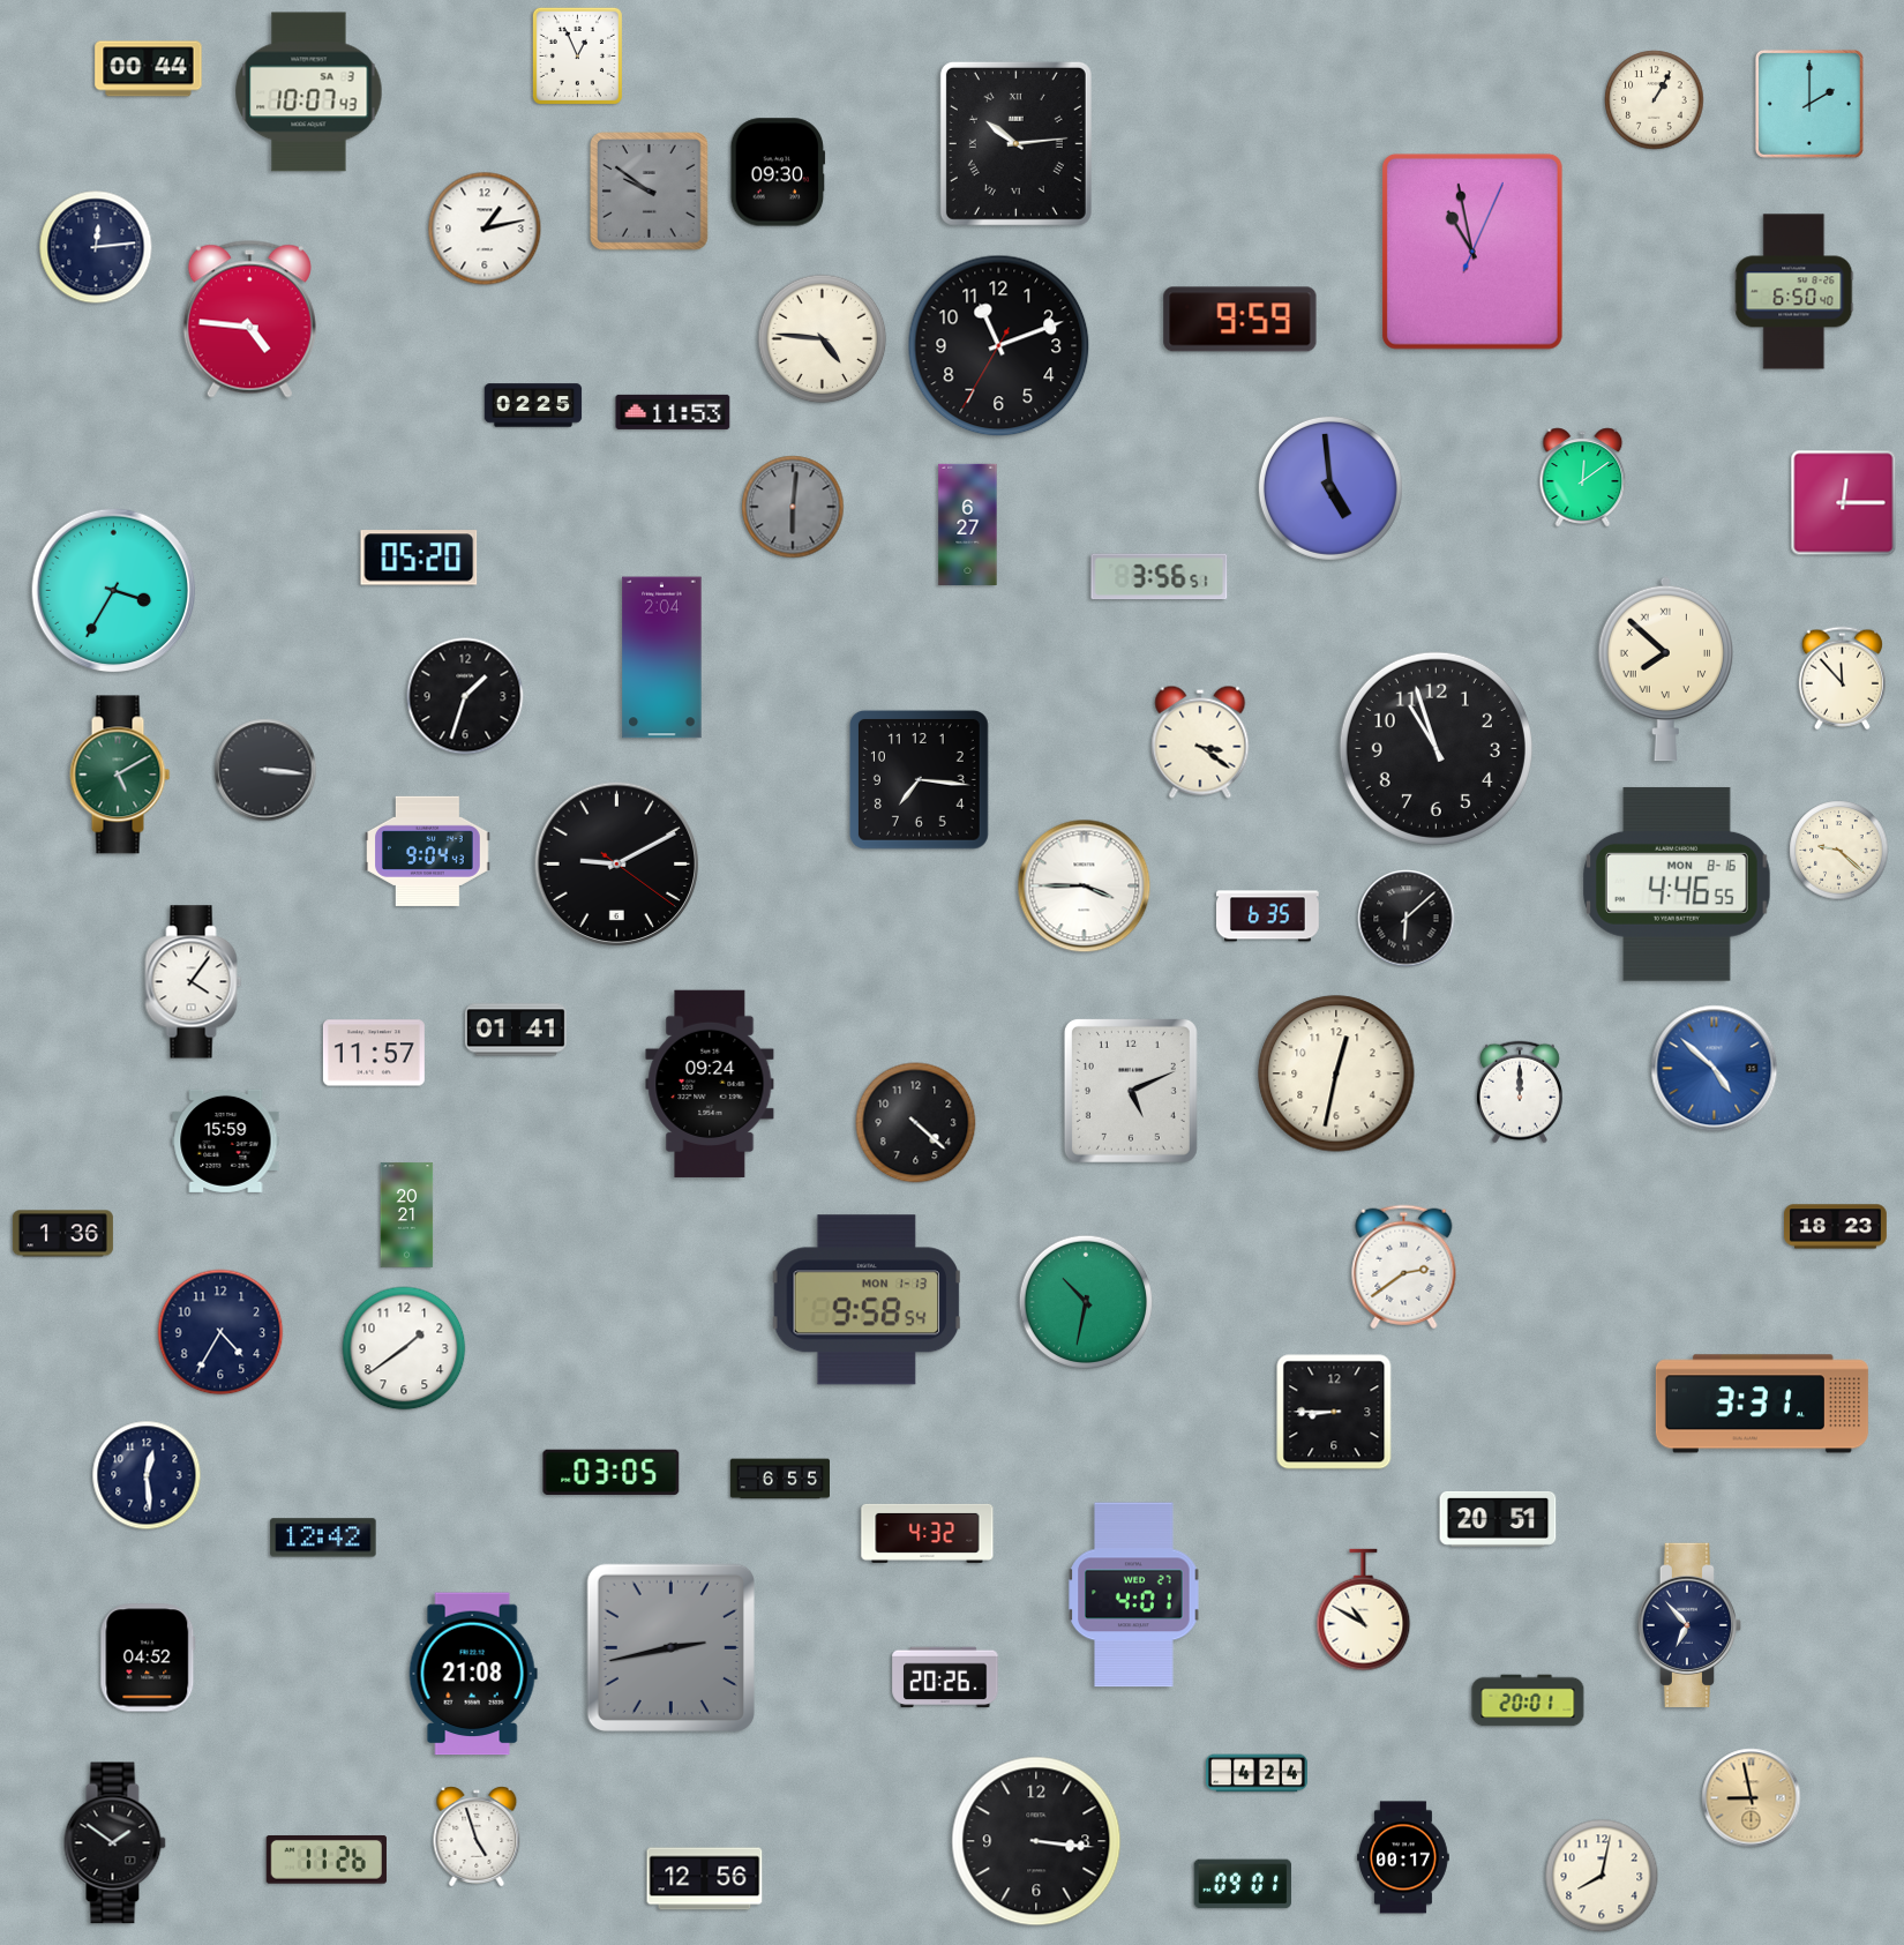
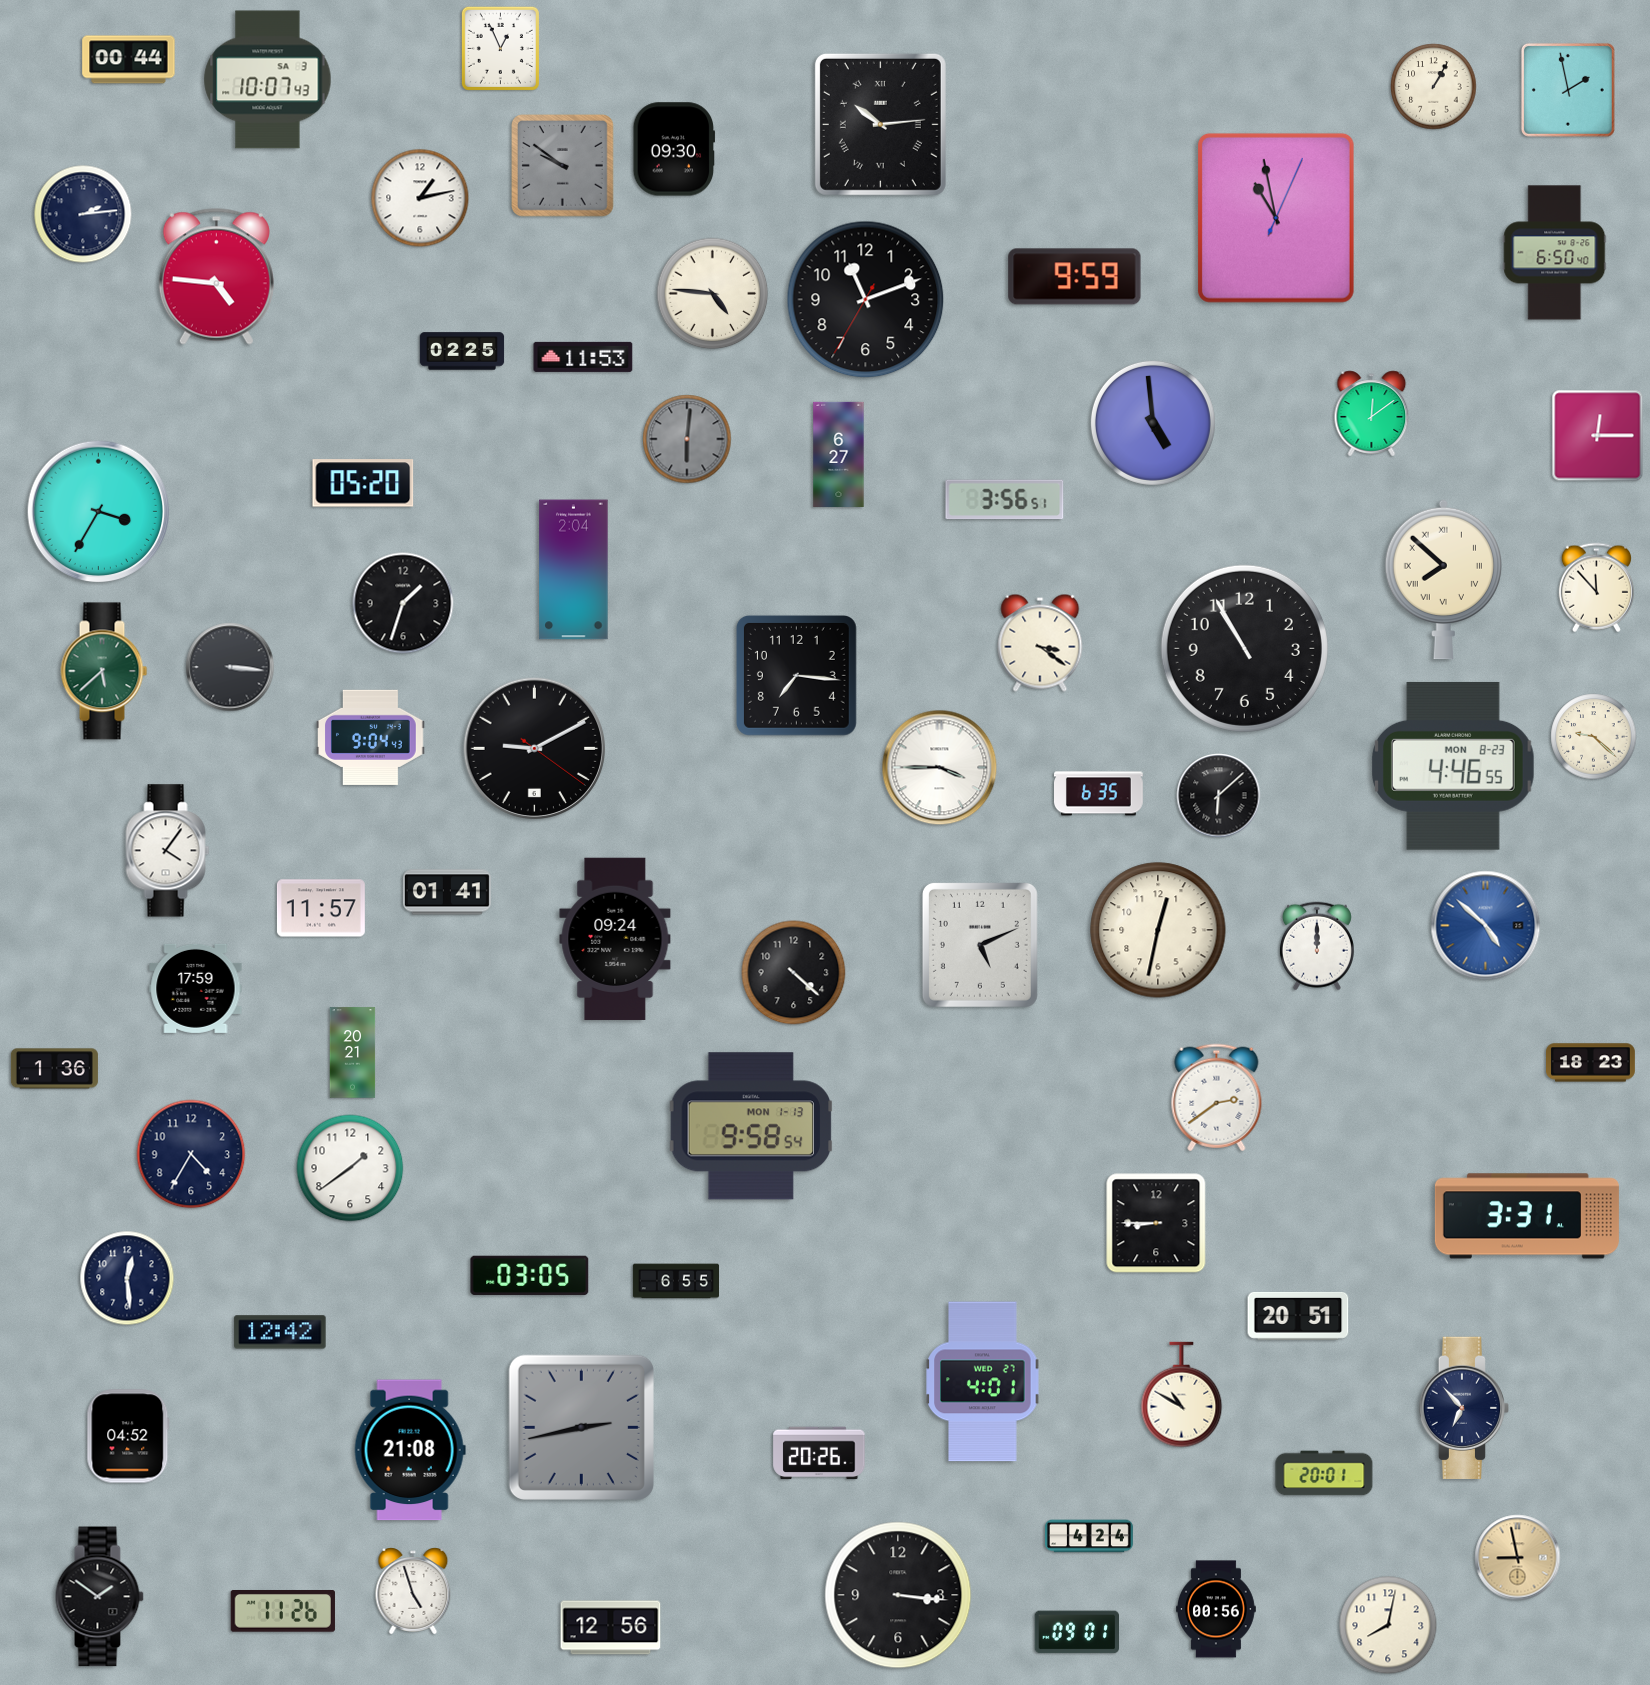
clock at (1809, 104): 2:00 -> 1:58
clock at (96, 247): 12:14 -> 2:14
clock at (1436, 748): 10:57 -> 10:55
clock at (120, 775): 5:10 -> 5:38
clock at (1677, 884) date: MON 8-16 -> MON 8-23
clock at (374, 1053) position: (374, 1053) -> (321, 908)
clock at (226, 1140): 15:59 -> 17:59
clock at (1085, 1301): 10:32 -> none
clock at (928, 1533): 4:32 -> none
clock at (1404, 1857): 00:17 -> 00:56
